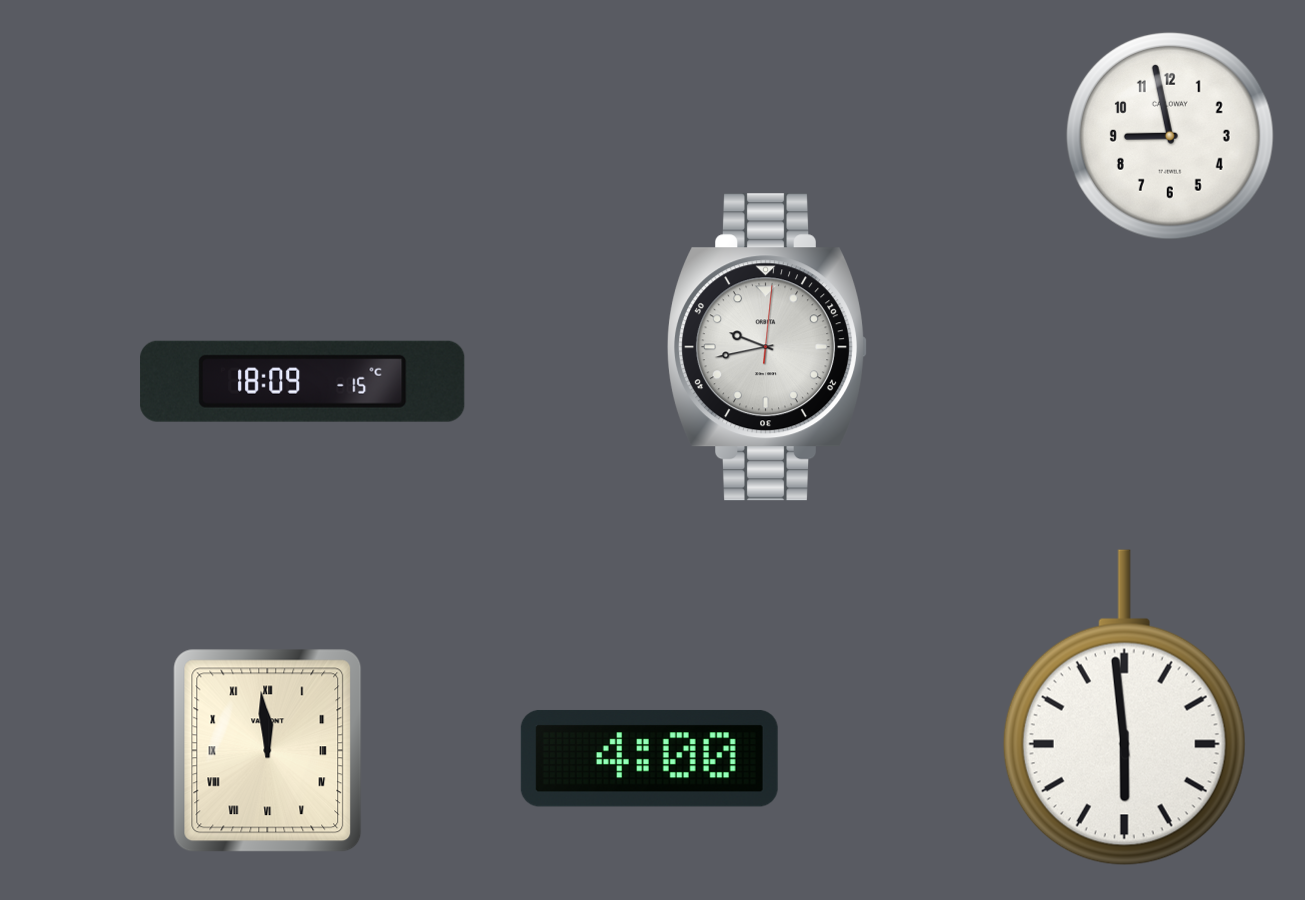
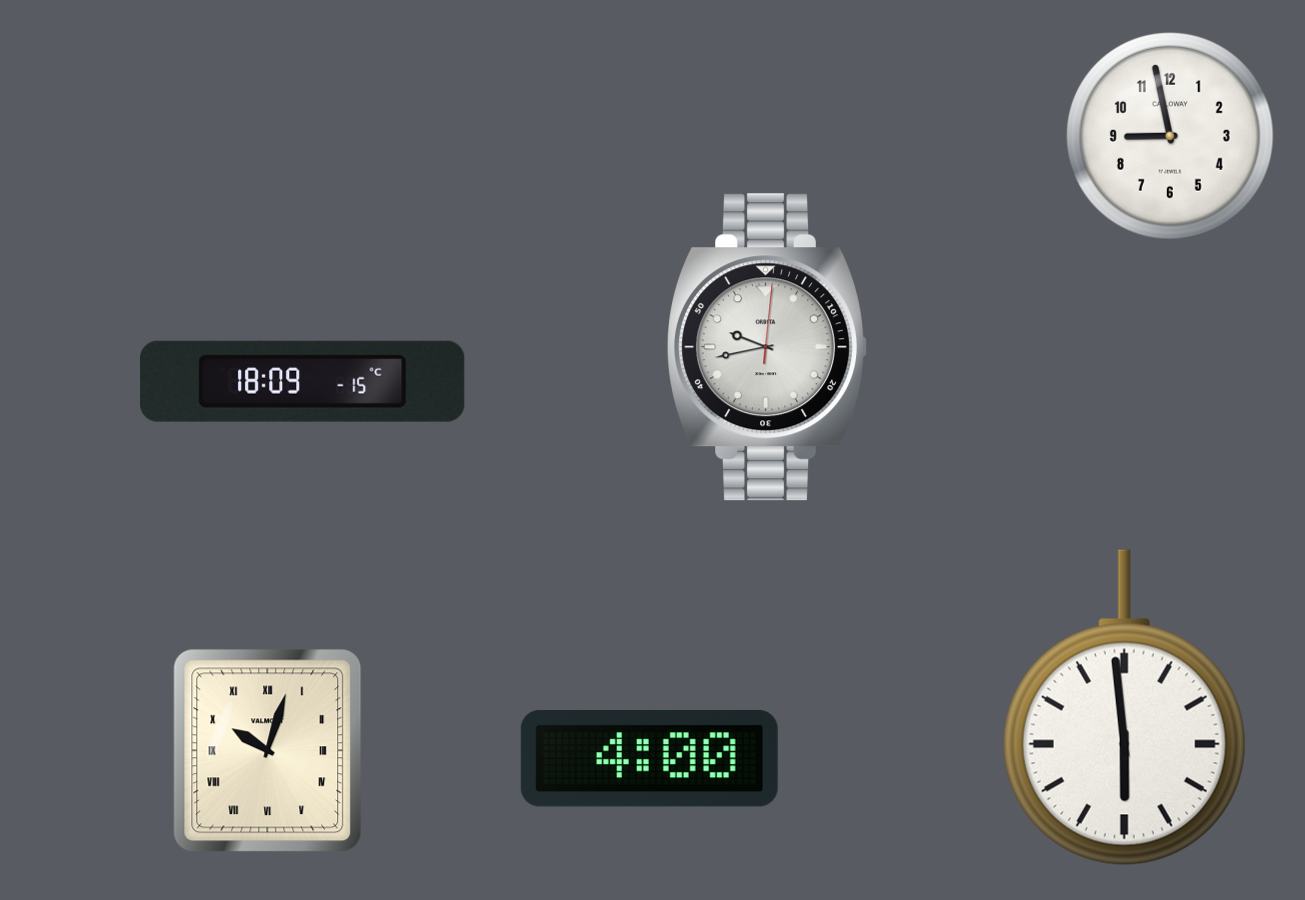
clock at (268, 751): 11:59 -> 10:03
